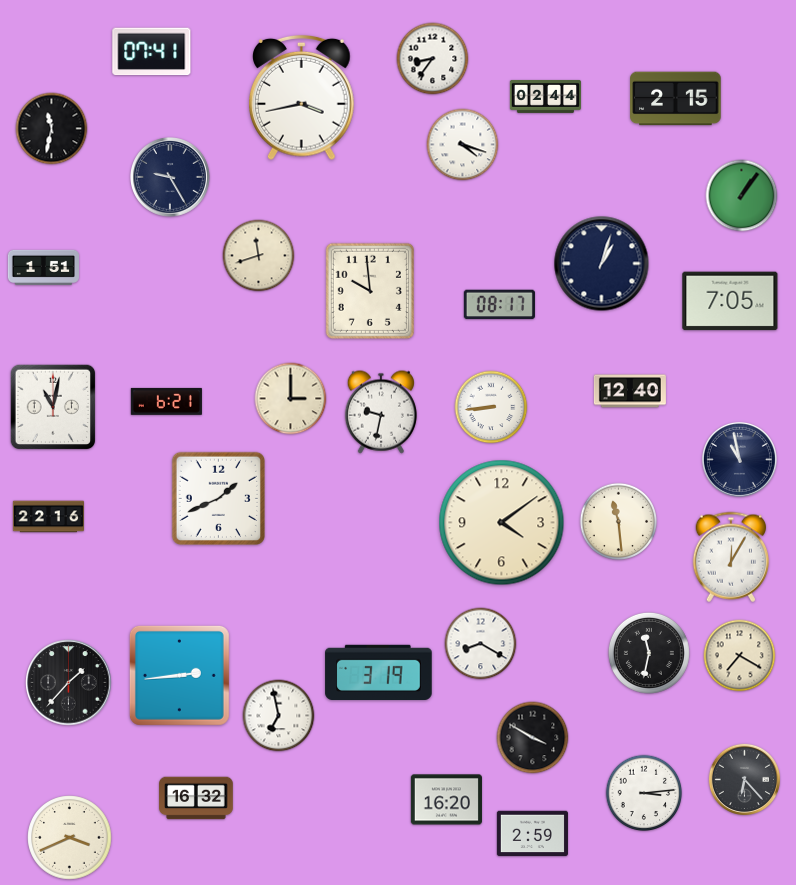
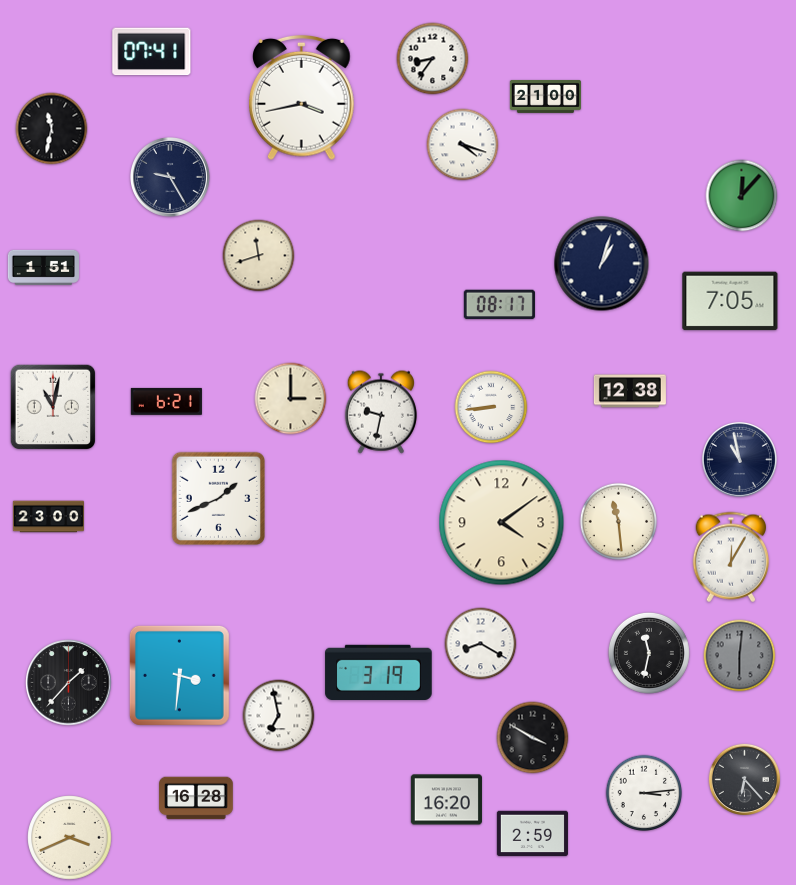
clock at (545, 96): 02:44 -> 21:00
clock at (676, 99): 2:15 -> none
clock at (742, 196): 1:06 -> 12:07
clock at (370, 291): 9:59 -> none
clock at (630, 391): 12:40 -> 12:38
clock at (48, 517): 22:16 -> 23:00
clock at (740, 656): 7:20 -> 6:01
clock at (740, 656) dial: cream -> grey
clock at (179, 675): 2:44 -> 3:31
clock at (196, 798): 16:32 -> 16:28
